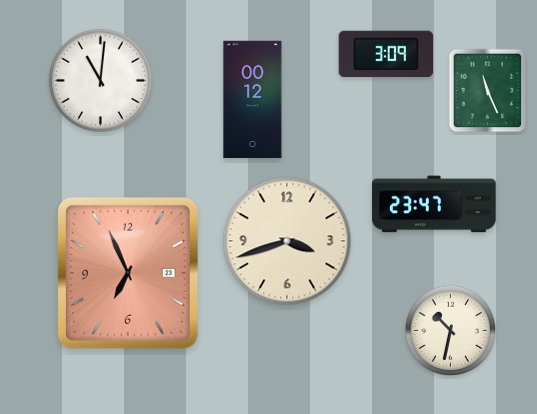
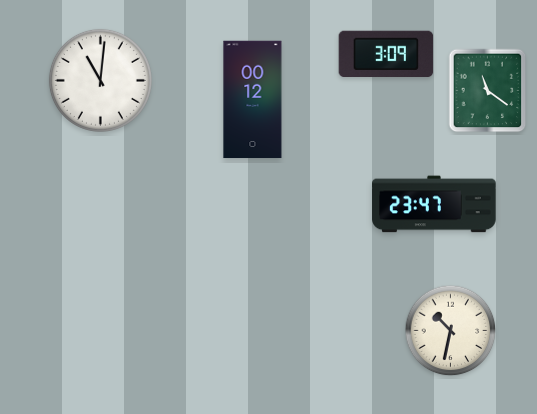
clock at (488, 91): 11:26 -> 11:21
clock at (287, 241): 3:42 -> none
clock at (128, 273): 6:56 -> none
